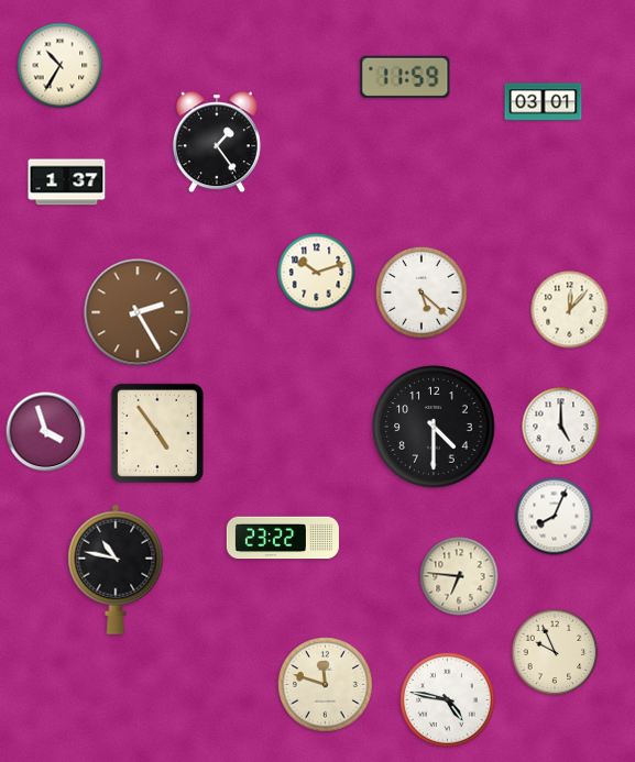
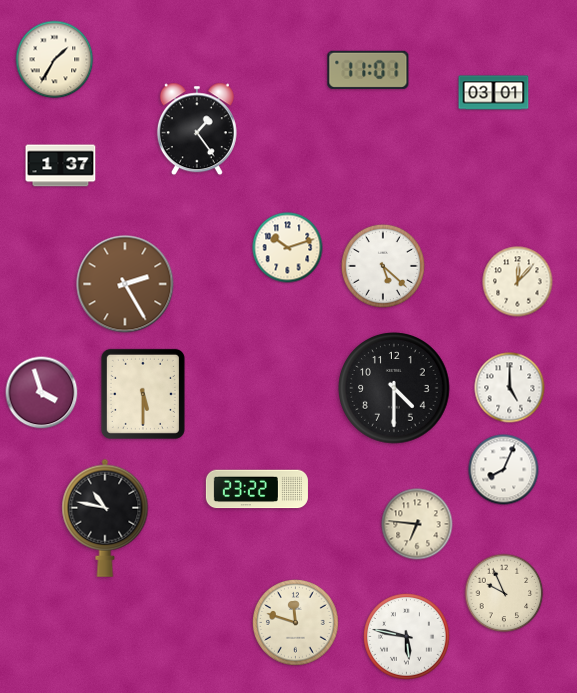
clock at (61, 66): 10:35 -> 1:35
clock at (405, 77): 11:59 -> 11:01
clock at (157, 433): 4:54 -> 5:30
clock at (448, 700): 4:47 -> 5:47
